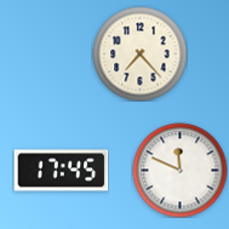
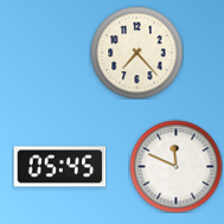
clock at (61, 171): 17:45 -> 05:45
